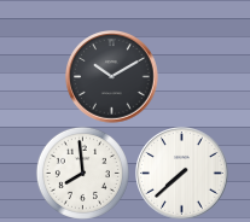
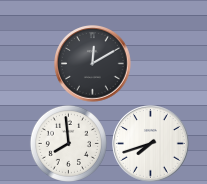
clock at (112, 77): 10:10 -> 12:10
clock at (182, 174): 7:38 -> 7:42
